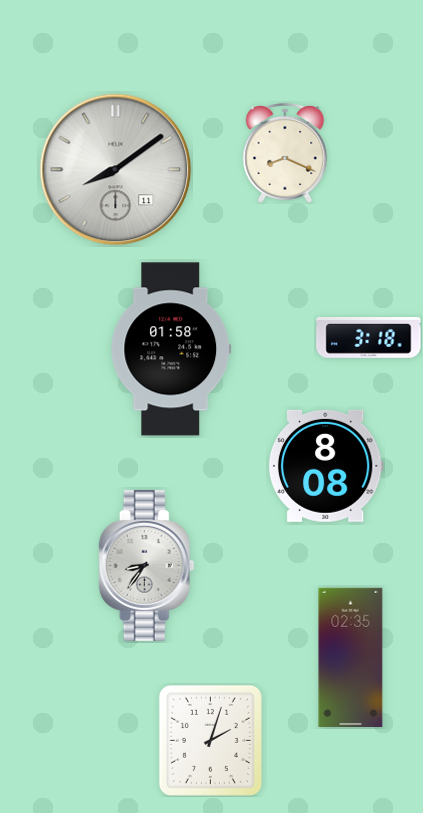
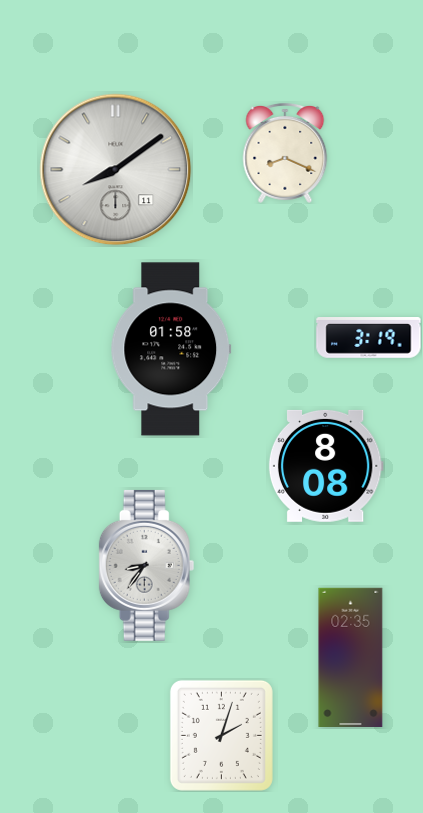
clock at (369, 338): 3:18 -> 3:19
clock at (210, 740) position: (210, 740) -> (221, 735)
